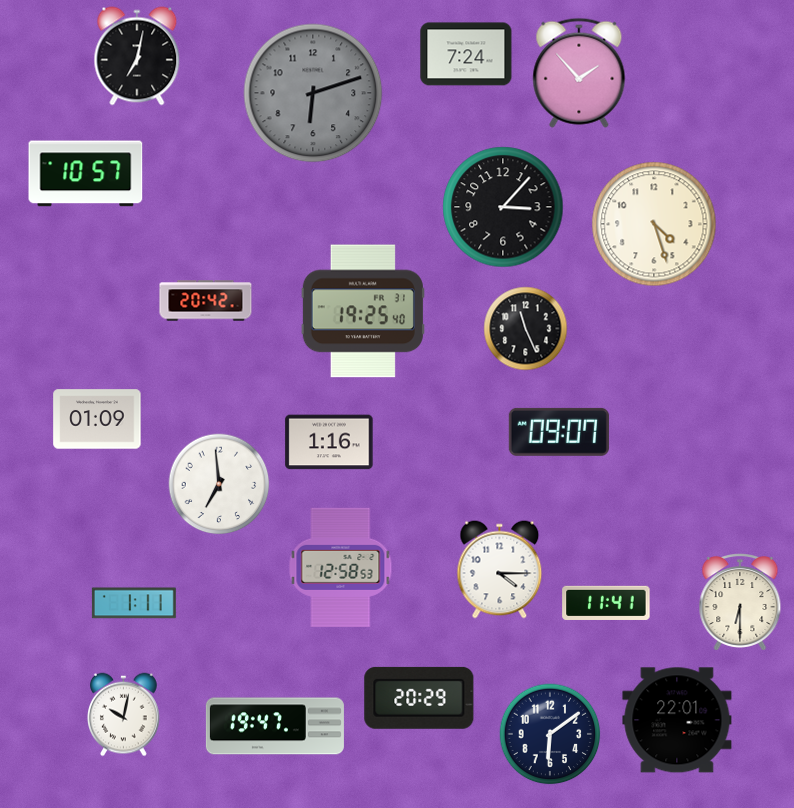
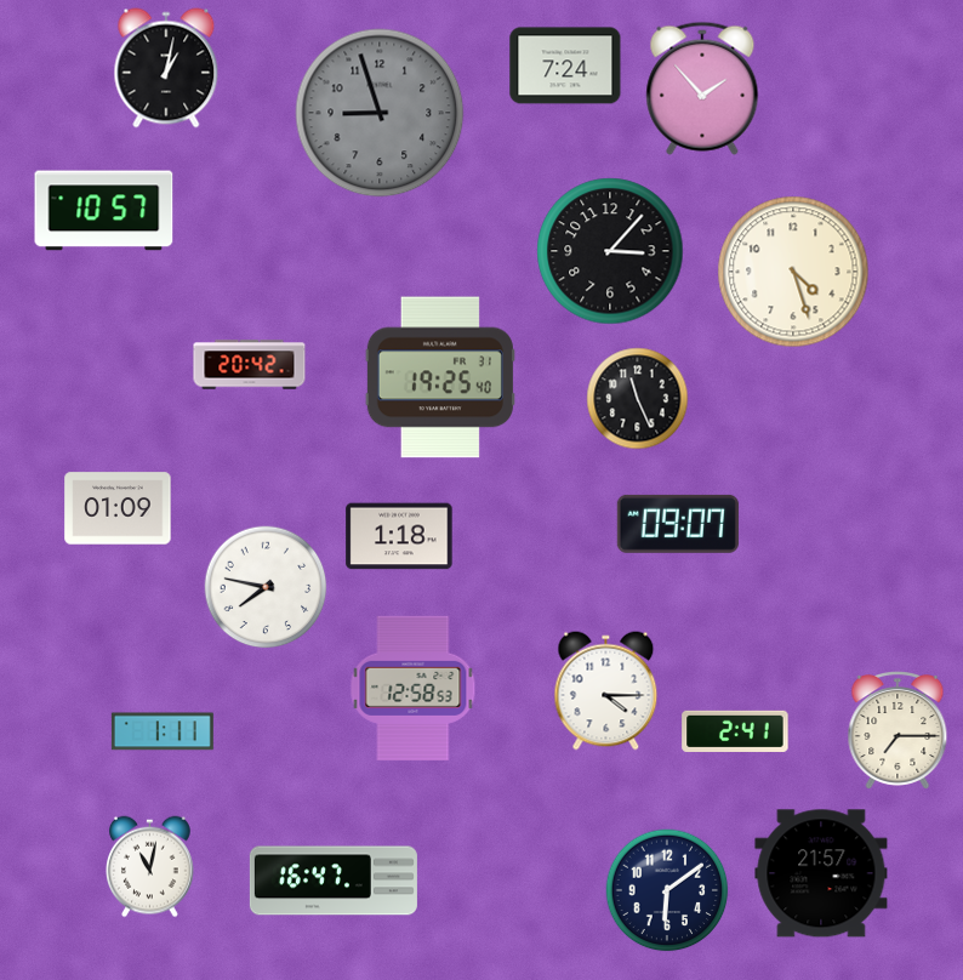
clock at (137, 56): 7:02 -> 1:02
clock at (313, 93): 6:12 -> 8:57
clock at (329, 442): 1:16 -> 1:18
clock at (219, 484): 6:59 -> 7:47
clock at (606, 603): 11:41 -> 2:41
clock at (740, 603): 6:30 -> 7:15
clock at (419, 698): 20:29 -> none
clock at (124, 715): 10:02 -> 11:02
clock at (677, 720): 22:01 -> 21:57
clock at (275, 726): 19:47 -> 16:47
